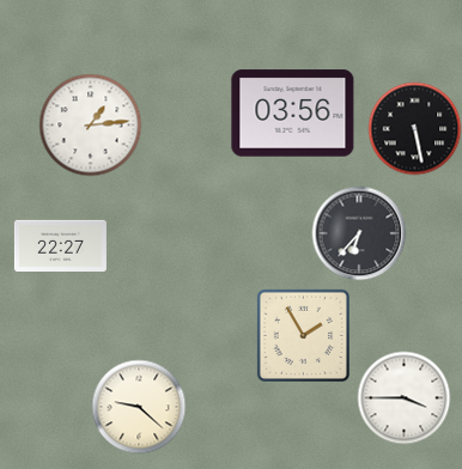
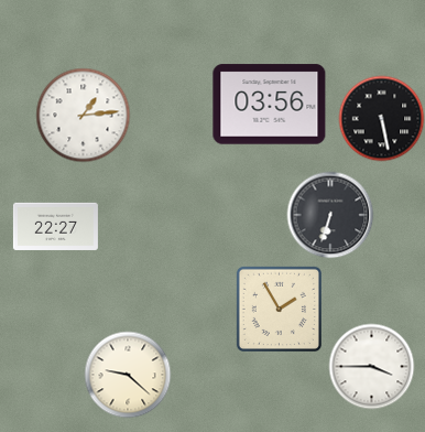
clock at (359, 233): 6:37 -> 6:33
